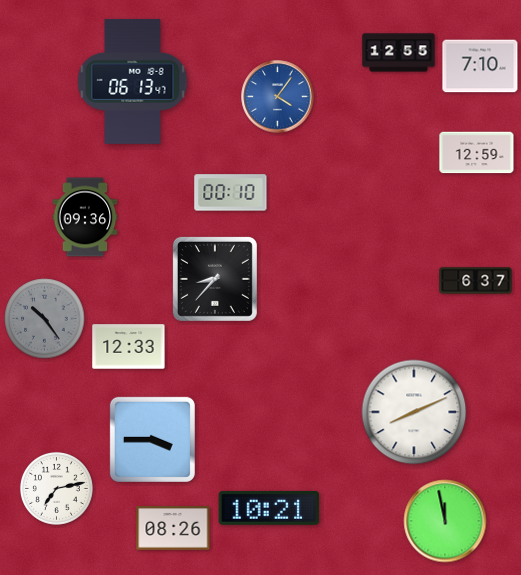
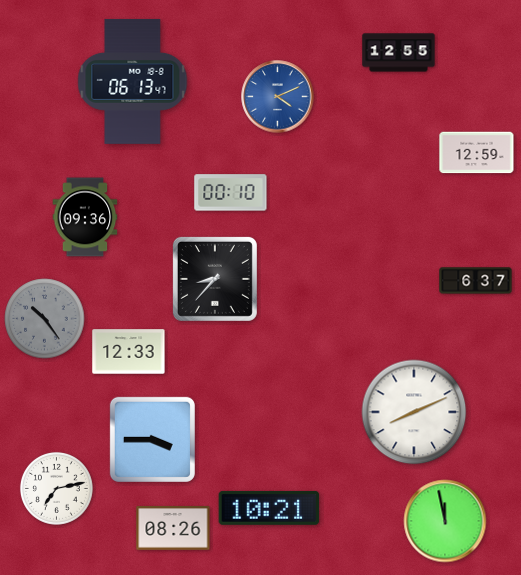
clock at (480, 66): 7:10 -> none
clock at (278, 97): 4:06 -> 4:11
clock at (129, 347) position: (129, 347) -> (129, 352)
